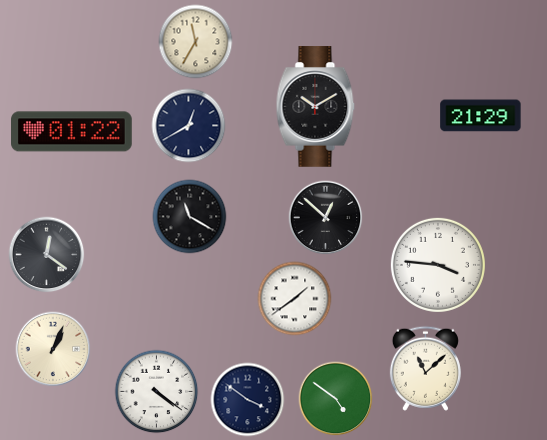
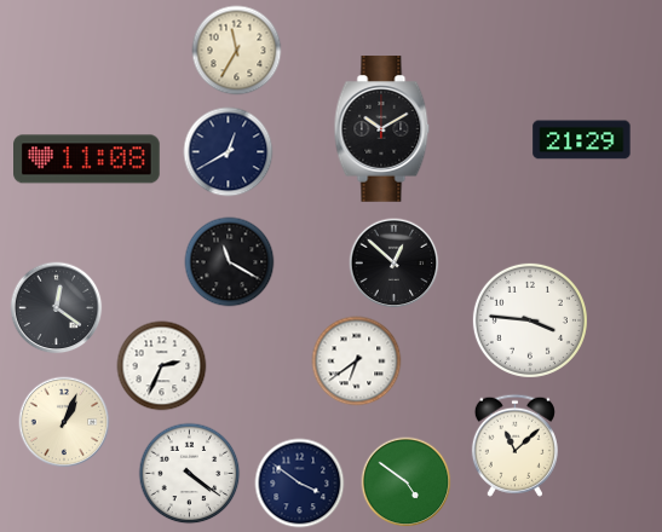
clock at (72, 132): 01:22 -> 11:08
clock at (295, 299): 1:39 -> 6:39
clock at (162, 366): none -> 2:34
